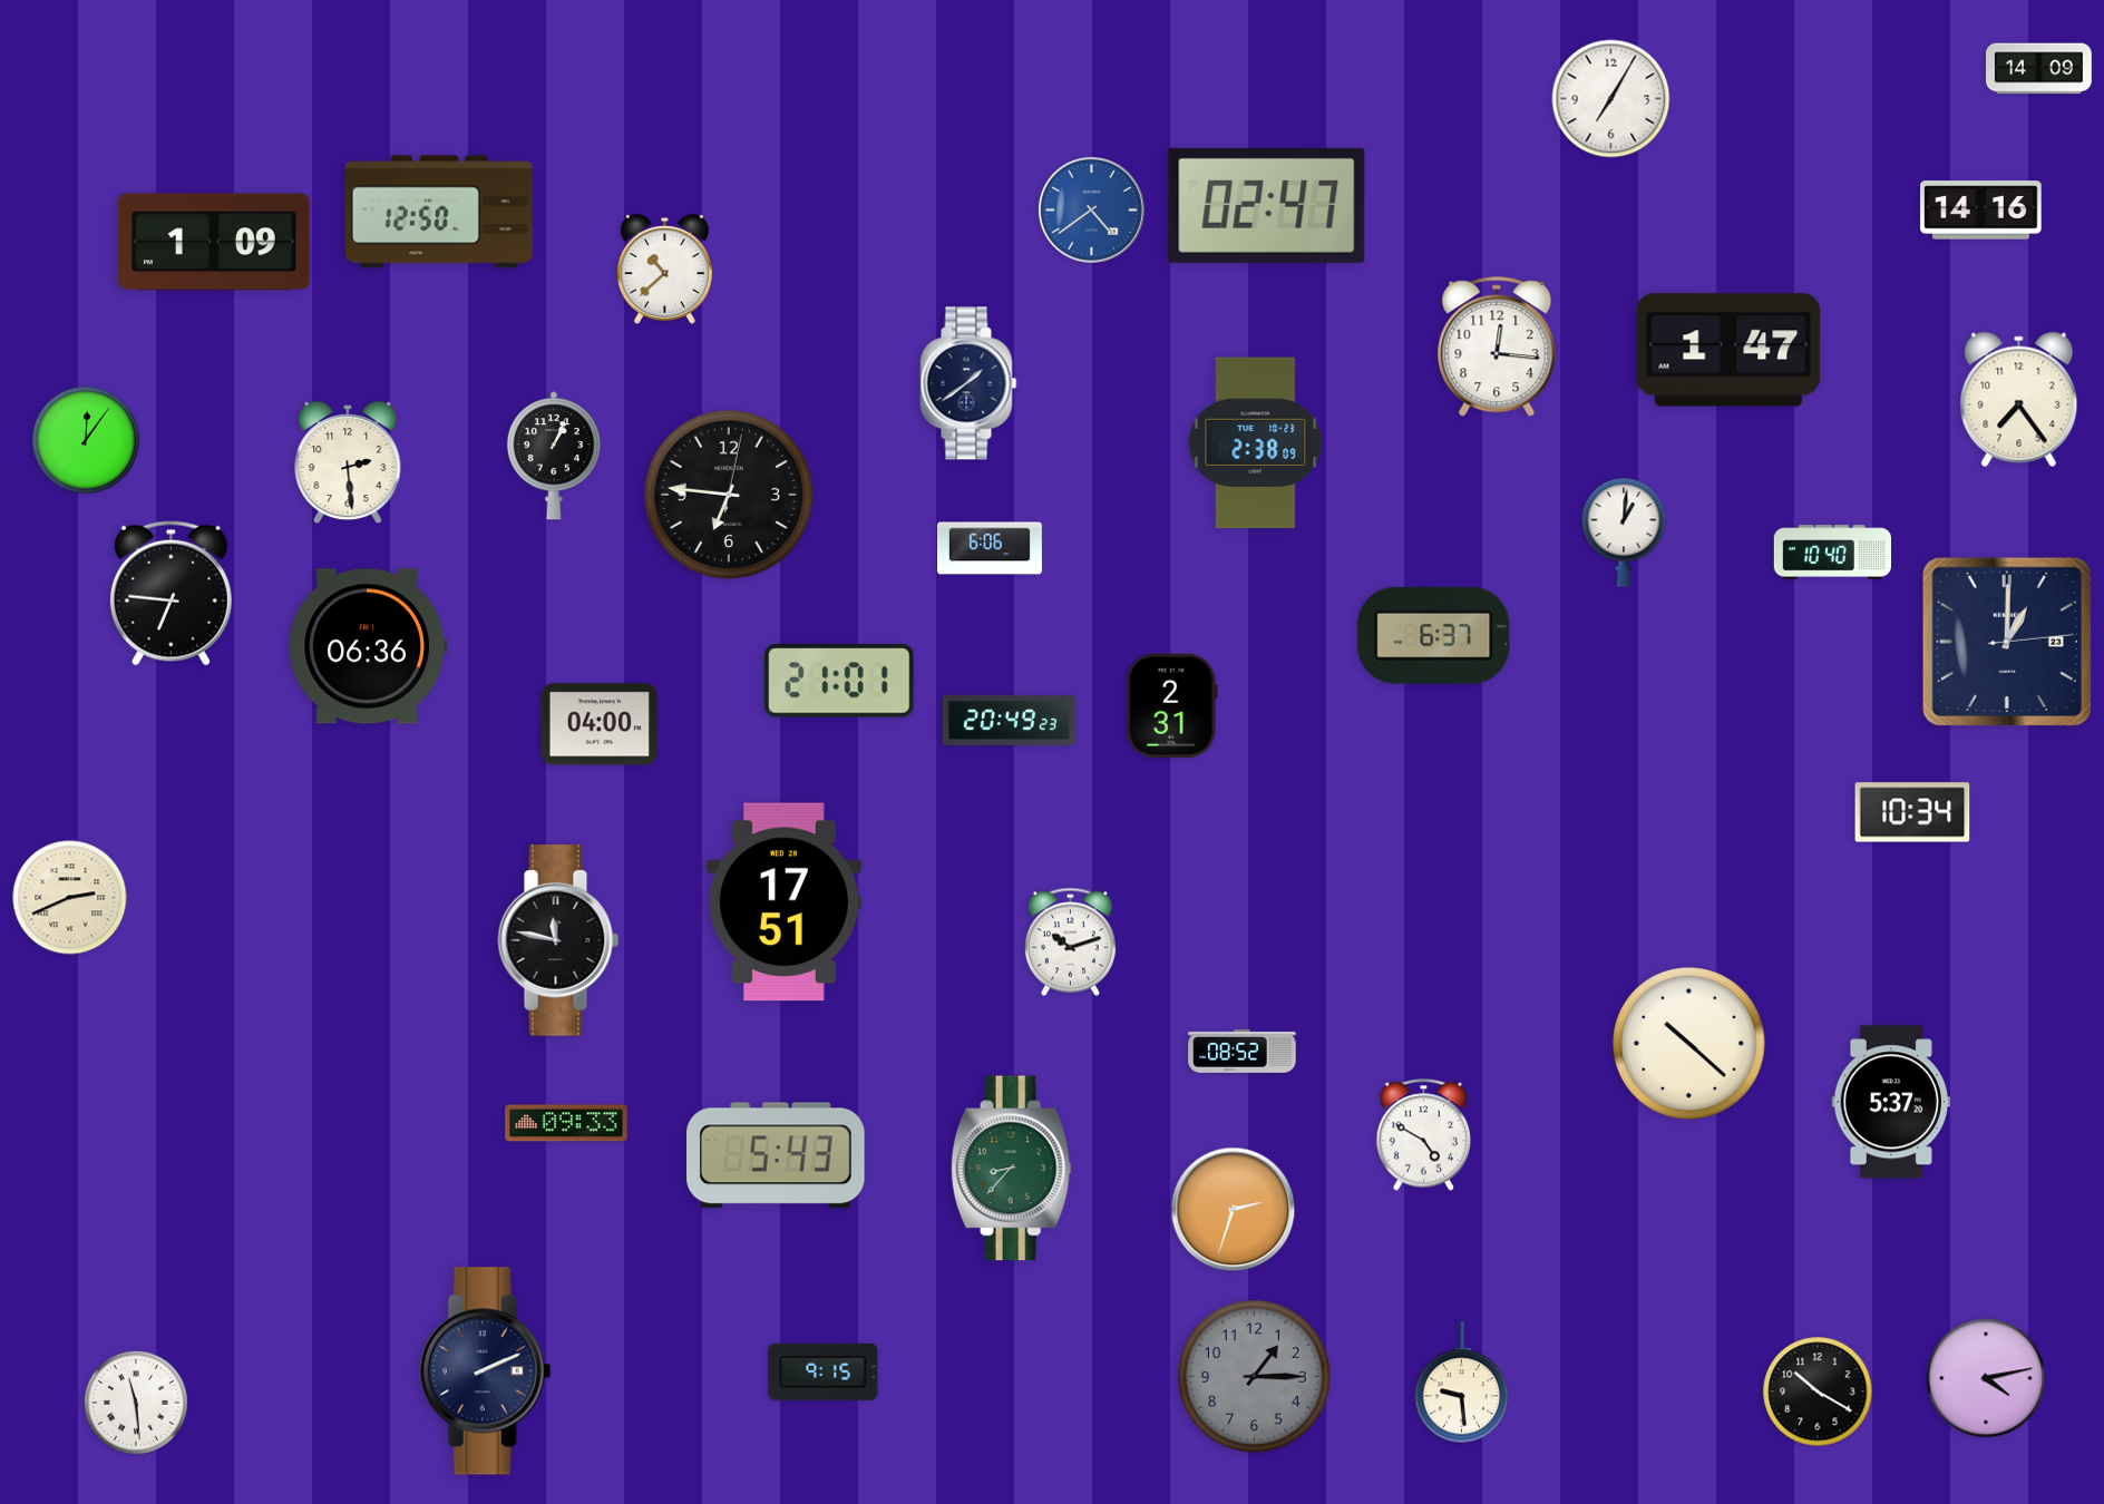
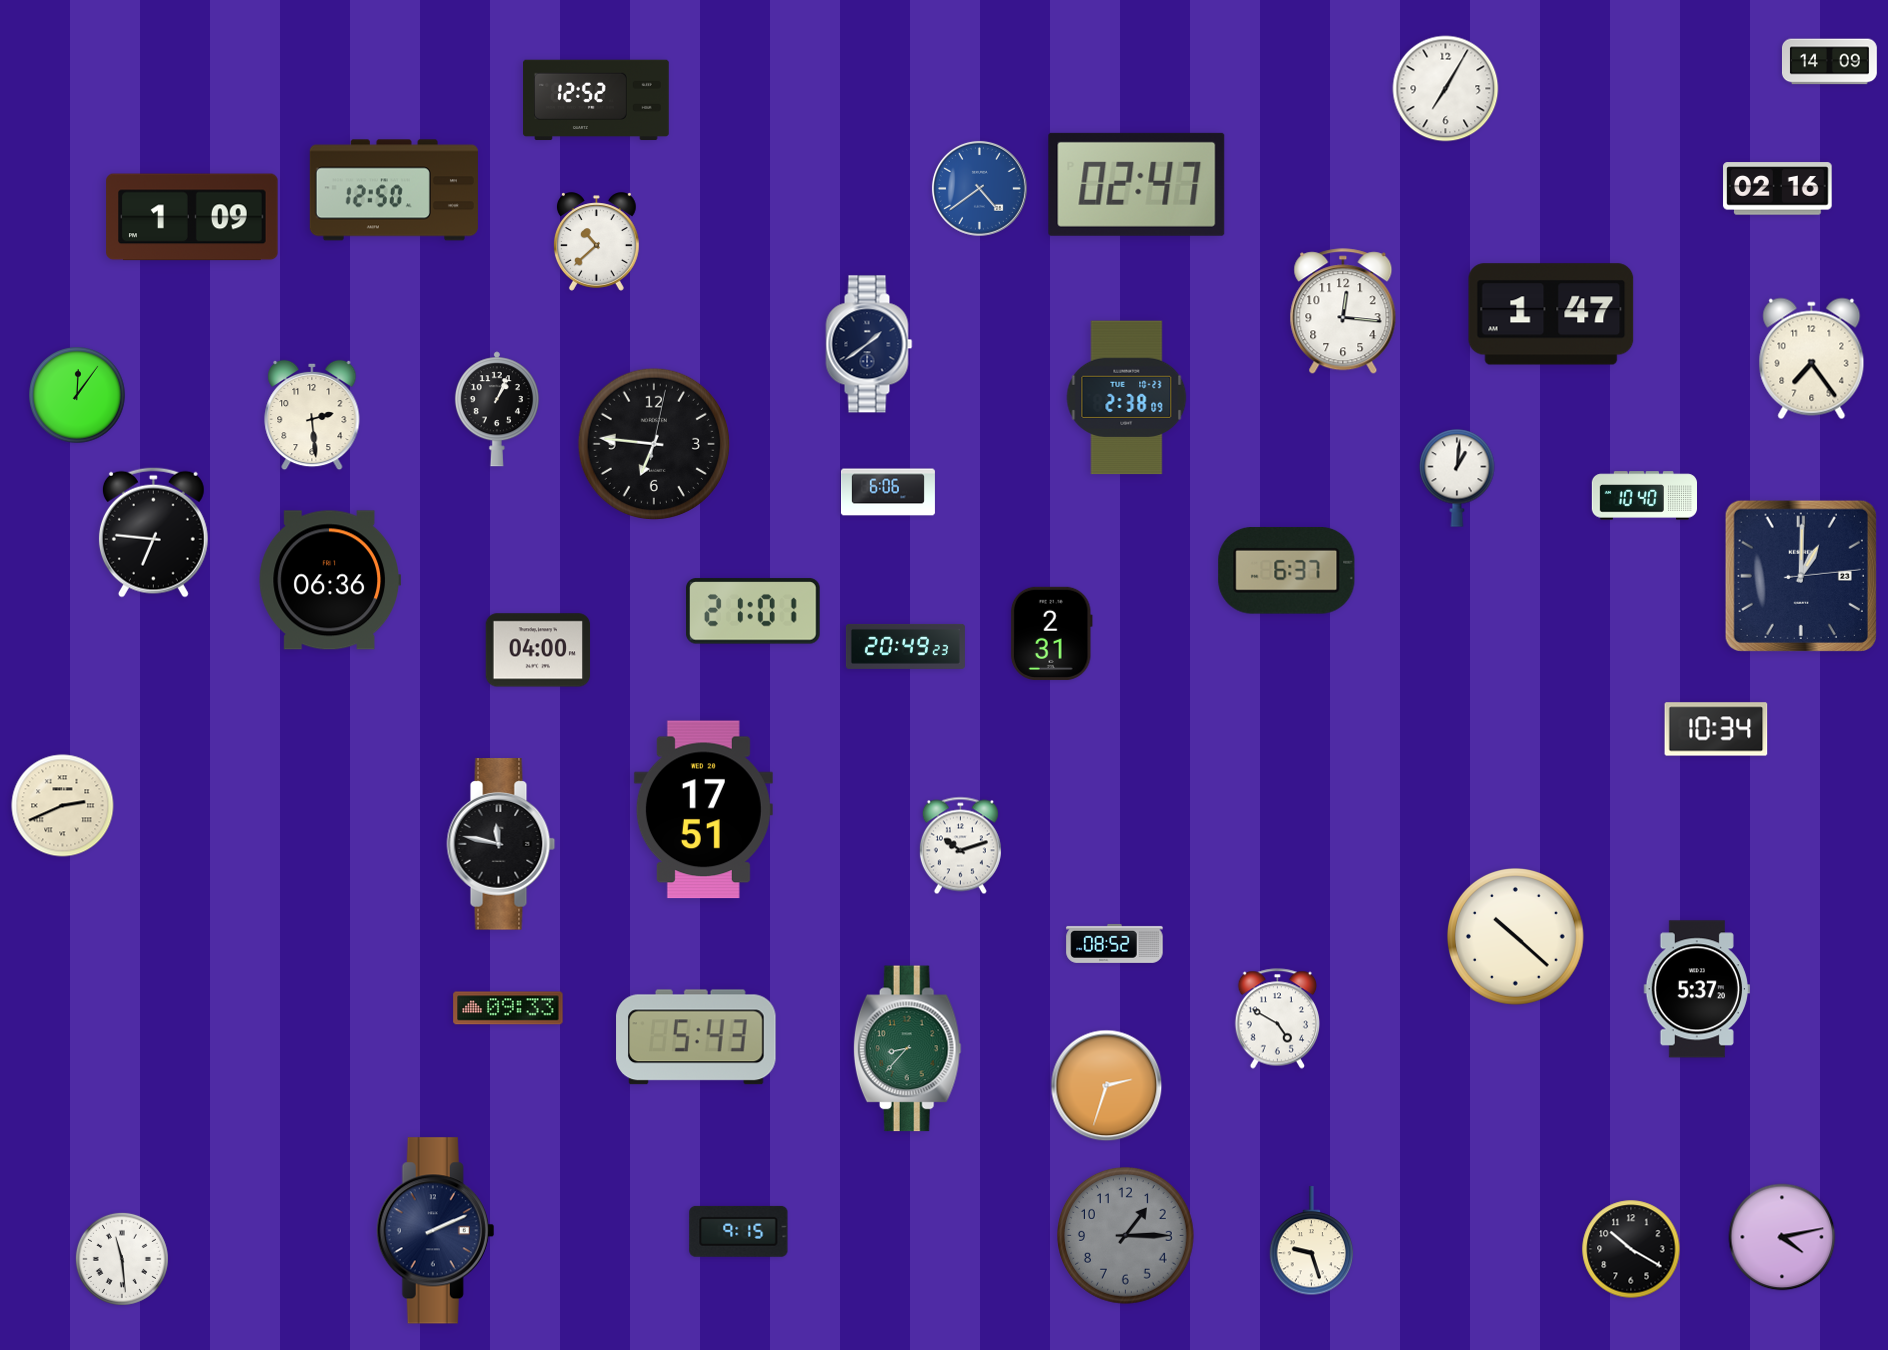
clock at (596, 100): none -> 12:52
clock at (1981, 211): 14:16 -> 02:16
clock at (1462, 1383): 9:29 -> 9:27
